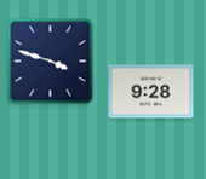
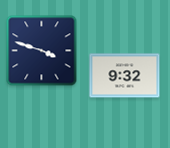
clock at (151, 92): 9:28 -> 9:32
